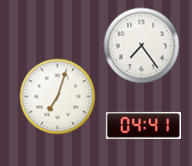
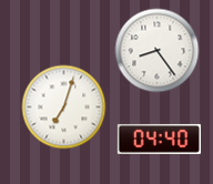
clock at (142, 46): 7:24 -> 8:24
clock at (143, 125): 04:41 -> 04:40
